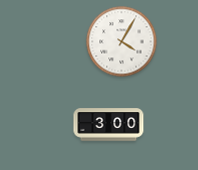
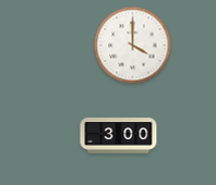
clock at (122, 42): 4:05 -> 4:00
